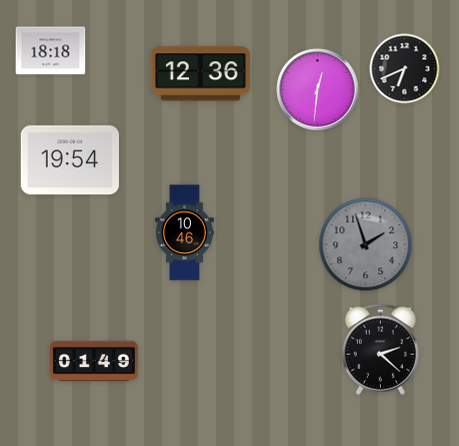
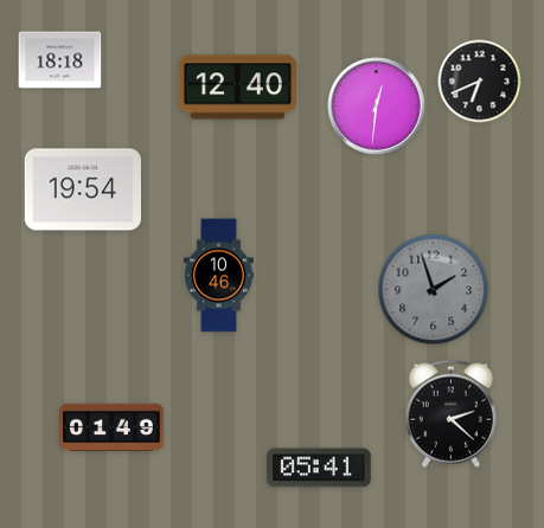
clock at (200, 74): 12:36 -> 12:40
clock at (320, 468): none -> 05:41
